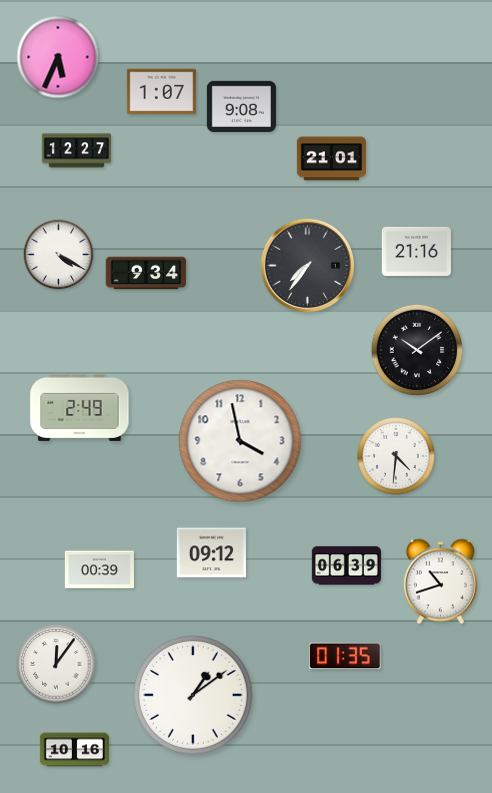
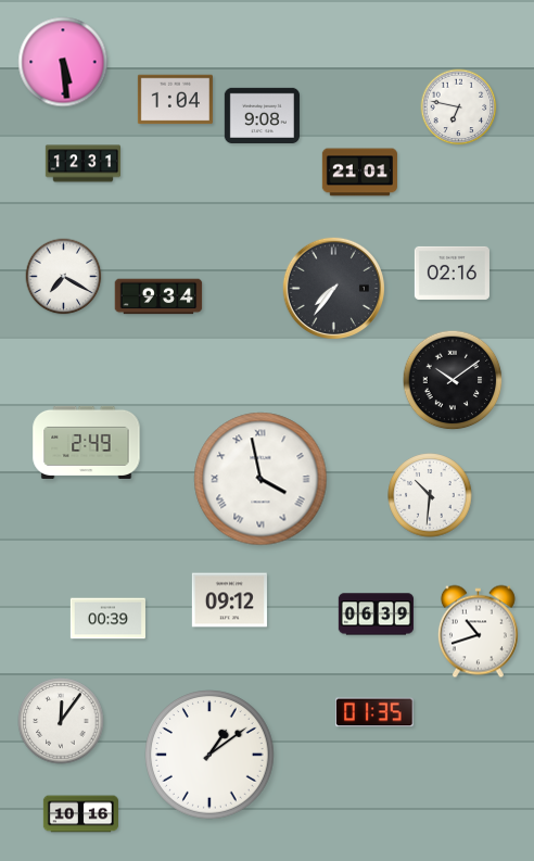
clock at (58, 57): 5:34 -> 5:29
clock at (161, 92): 1:07 -> 1:04
clock at (459, 107): none -> 6:47
clock at (76, 151): 12:27 -> 12:31
clock at (416, 251): 21:16 -> 02:16
clock at (59, 255): 4:20 -> 7:20
clock at (240, 441) numerals: Arabic -> Roman
clock at (396, 456): 4:31 -> 10:31
